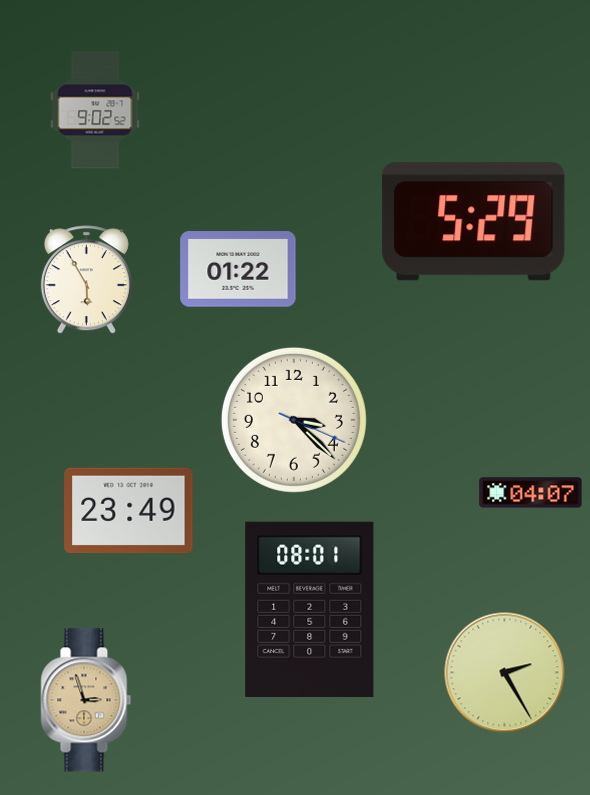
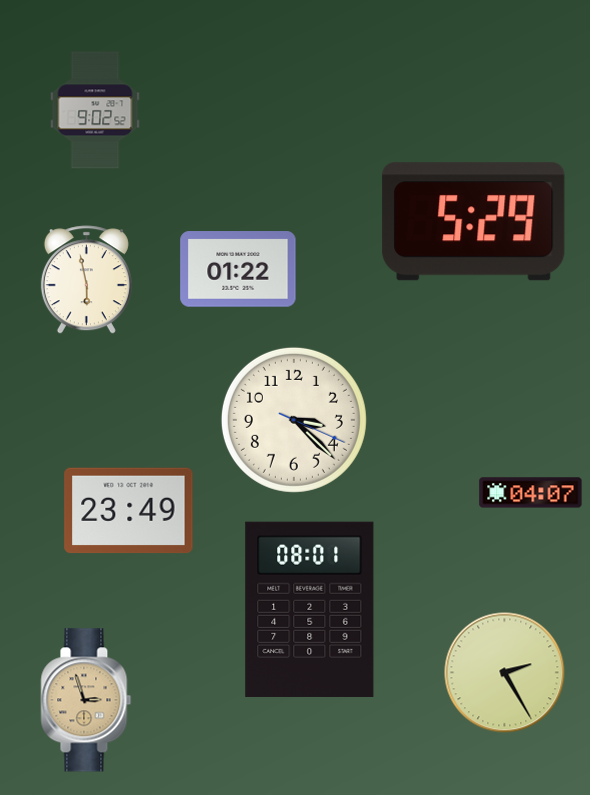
clock at (86, 280): 5:55 -> 5:58
